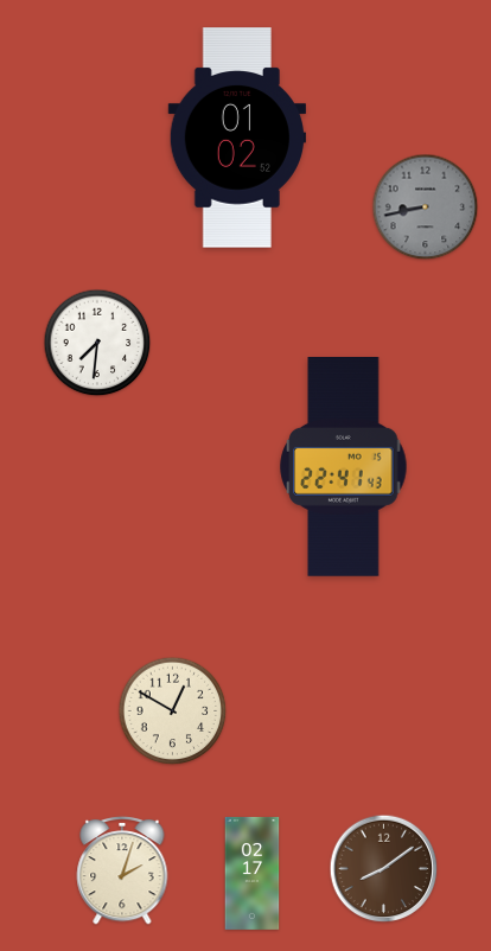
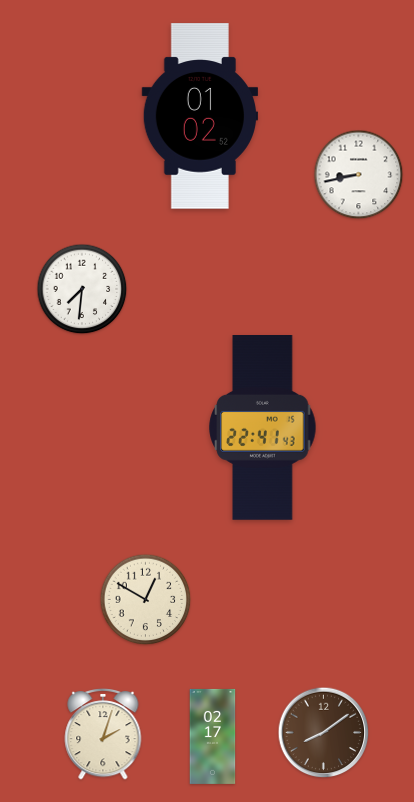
clock at (426, 208) dial: grey -> white
clock at (344, 467) position: (344, 467) -> (263, 428)
